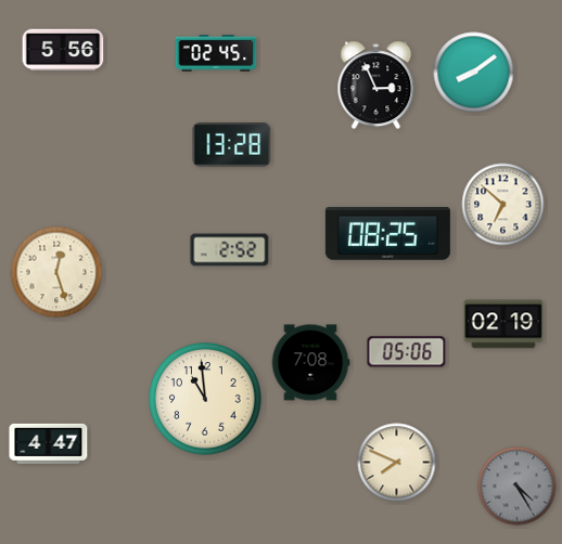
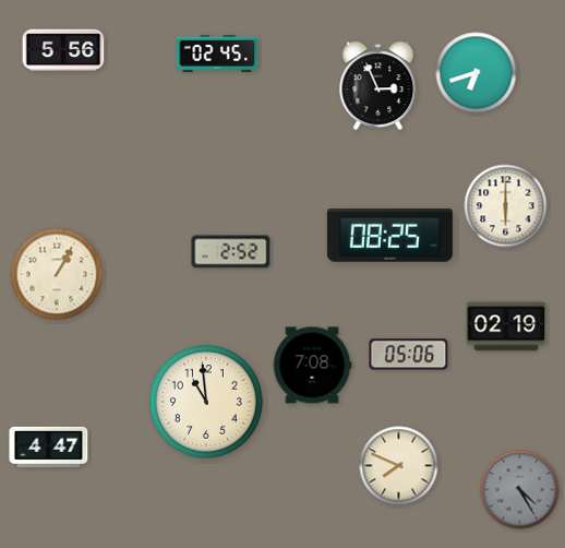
clock at (474, 73): 8:09 -> 6:42
clock at (232, 145): 13:28 -> none
clock at (503, 205): 6:52 -> 6:00
clock at (56, 272): 12:27 -> 1:05
